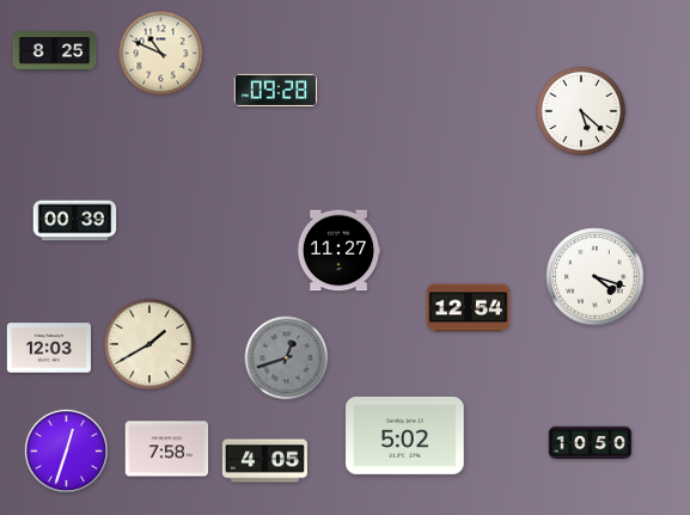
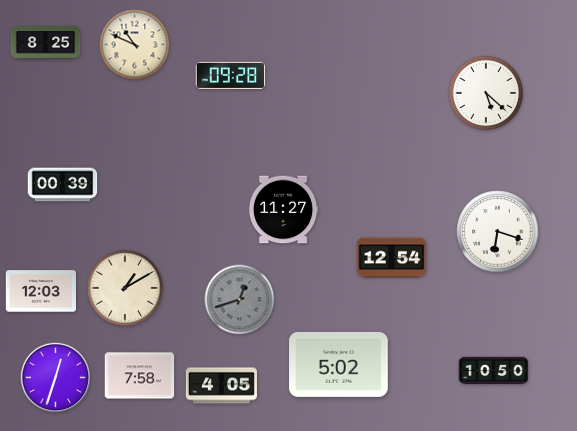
clock at (596, 277): 4:18 -> 6:18
clock at (149, 344): 1:40 -> 1:10
